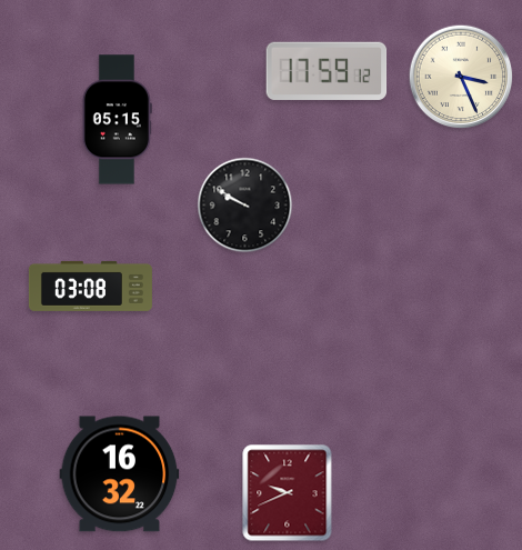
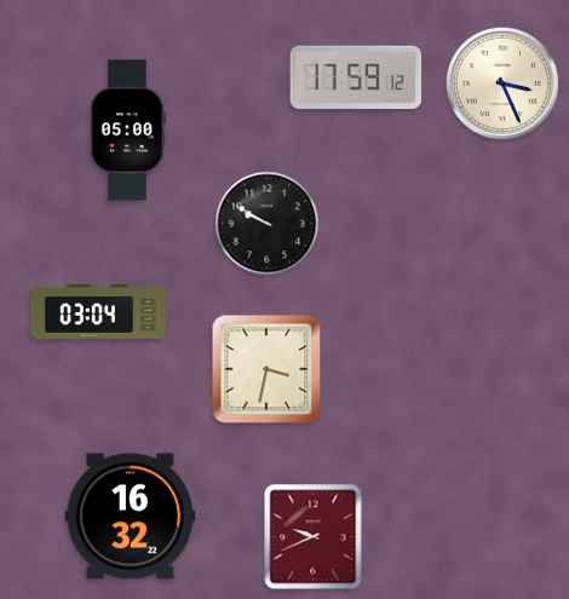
clock at (117, 120): 05:15 -> 05:00
clock at (90, 286): 03:08 -> 03:04
clock at (266, 369): none -> 3:32
